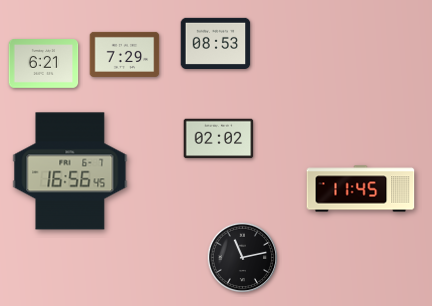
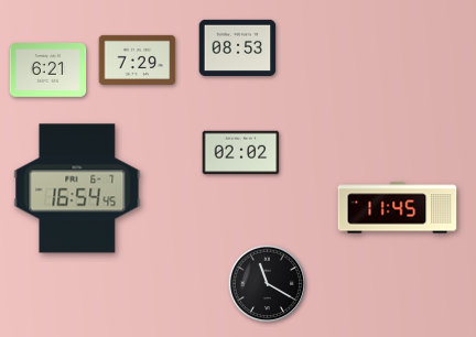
clock at (70, 171): 16:56 -> 16:54
clock at (243, 258): 11:13 -> 11:20
